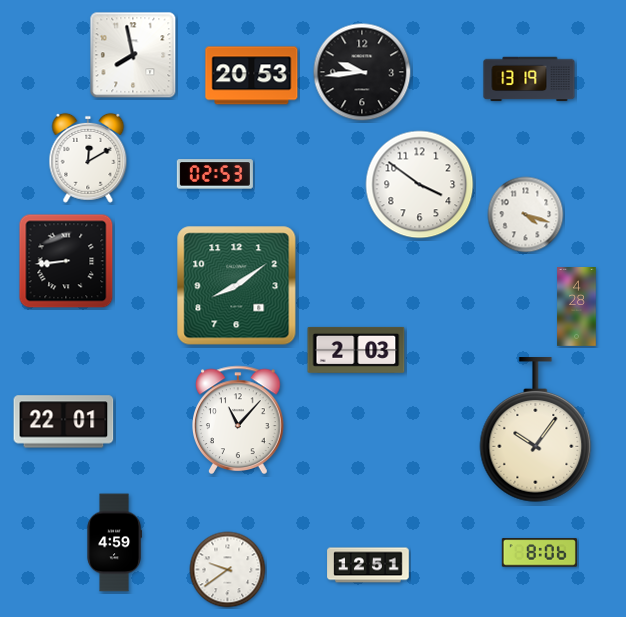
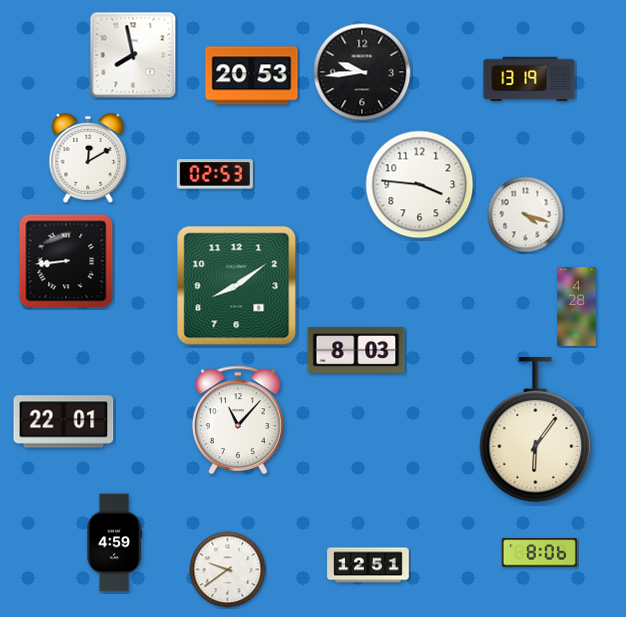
clock at (420, 185): 3:51 -> 3:46
clock at (356, 350): 2:03 -> 8:03
clock at (536, 430): 10:06 -> 6:06
